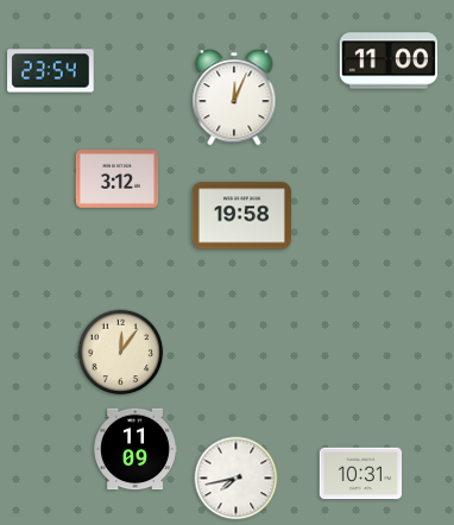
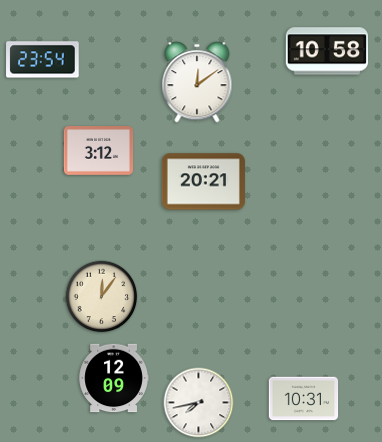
clock at (389, 61): 11:00 -> 10:58
clock at (234, 97): 12:04 -> 12:09
clock at (241, 216): 19:58 -> 20:21
clock at (135, 449): 11:09 -> 12:09
